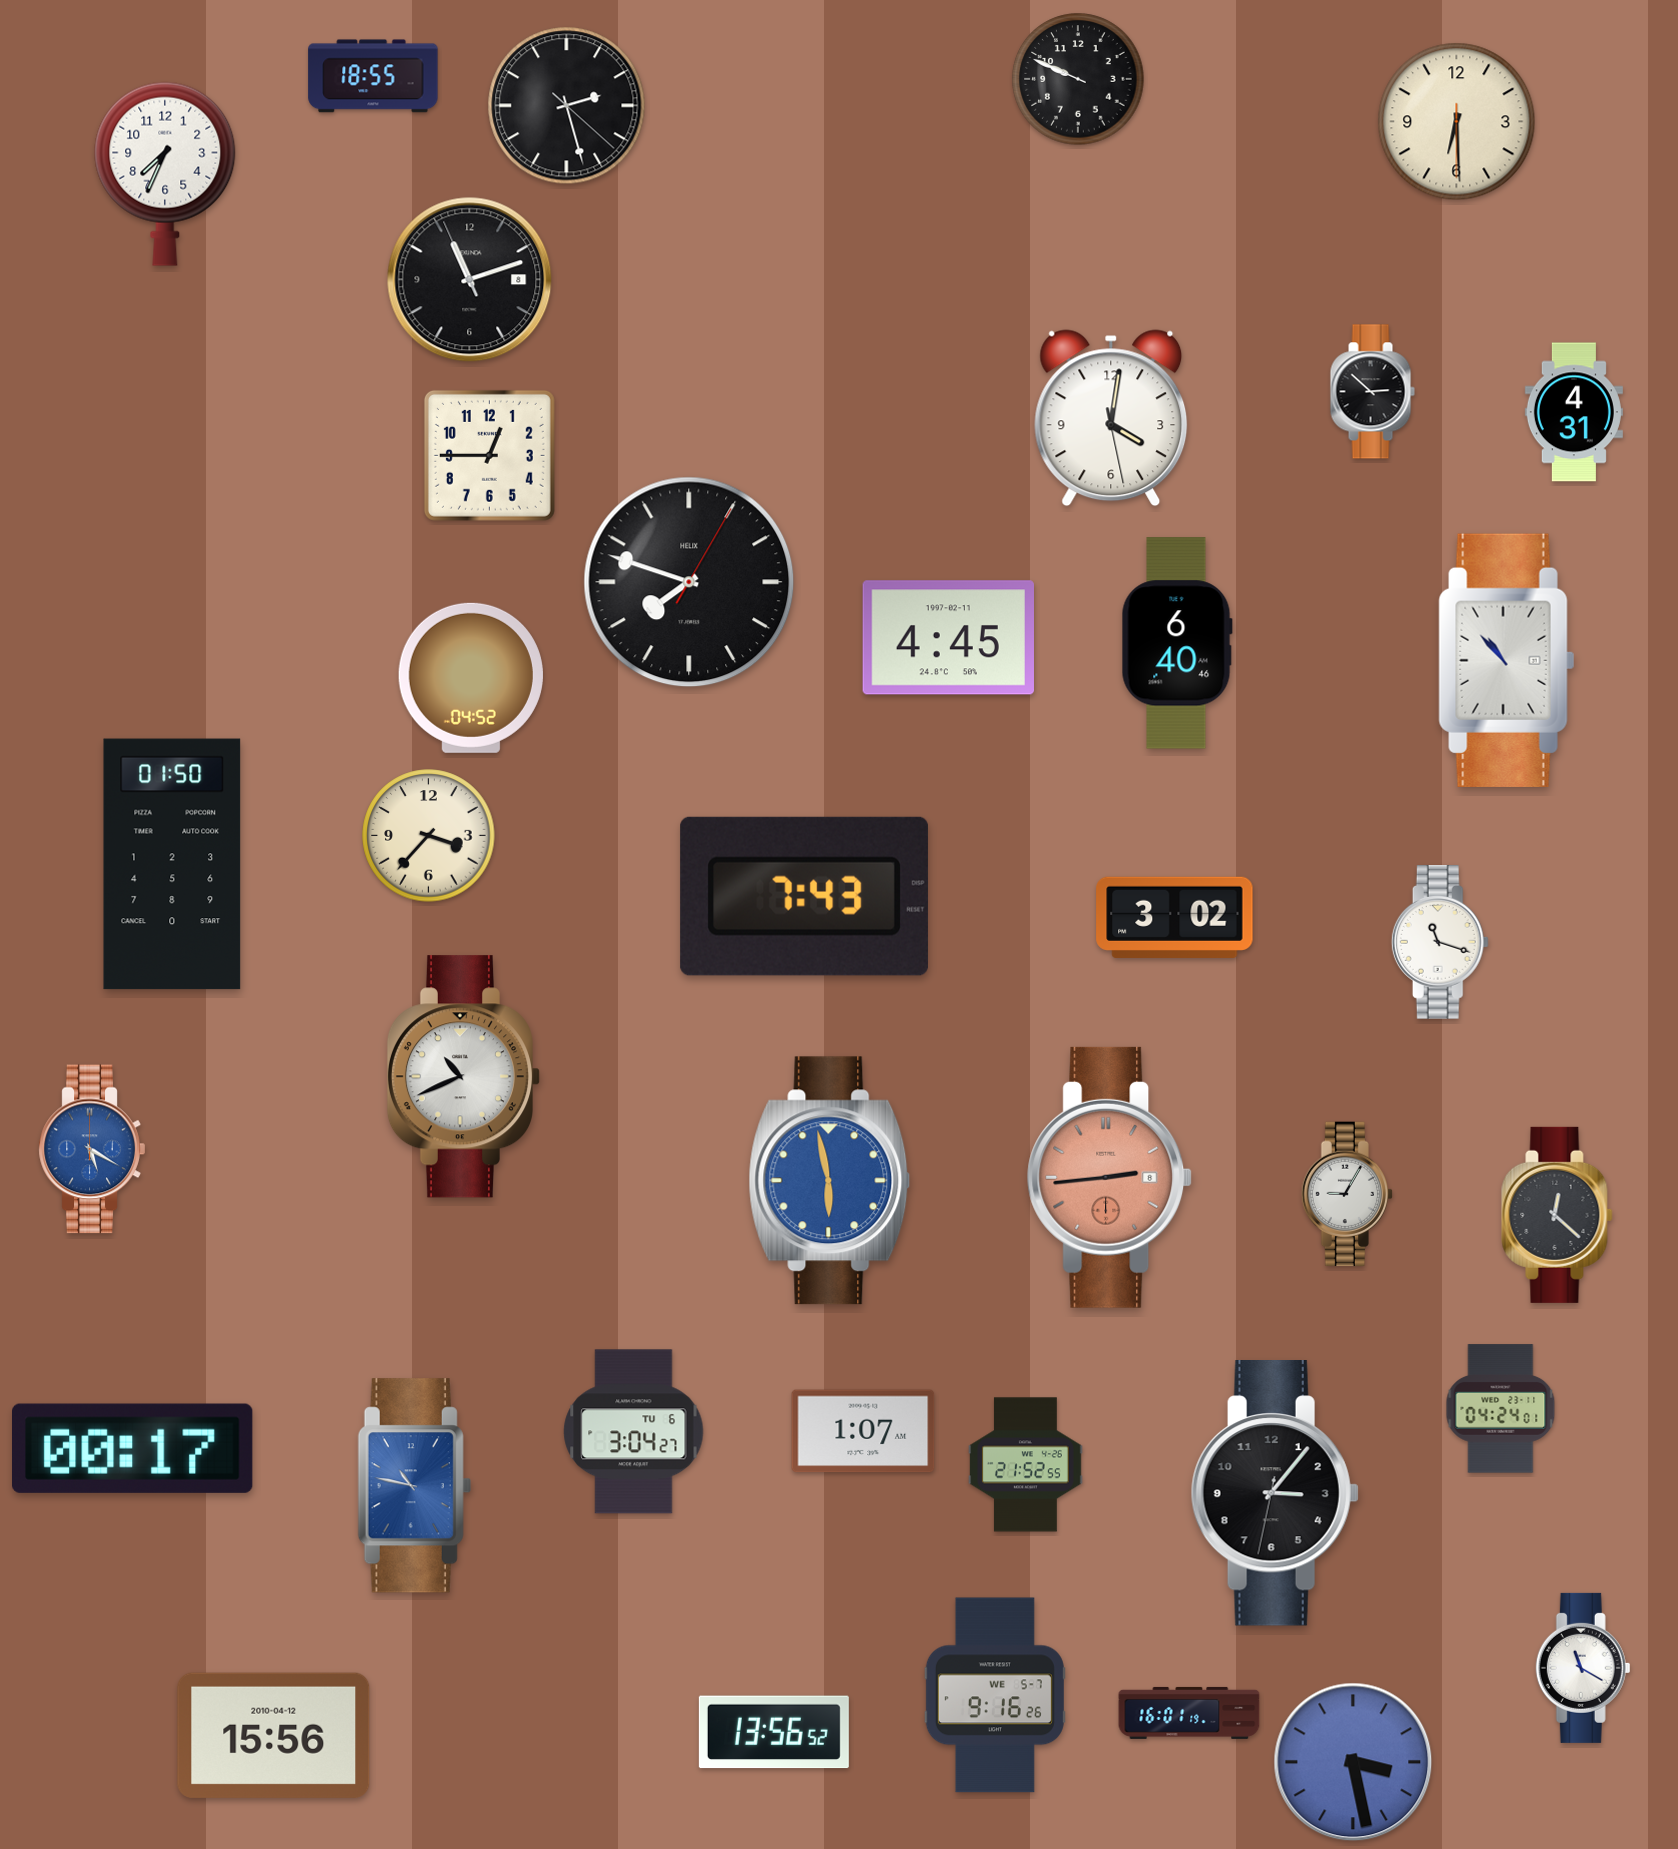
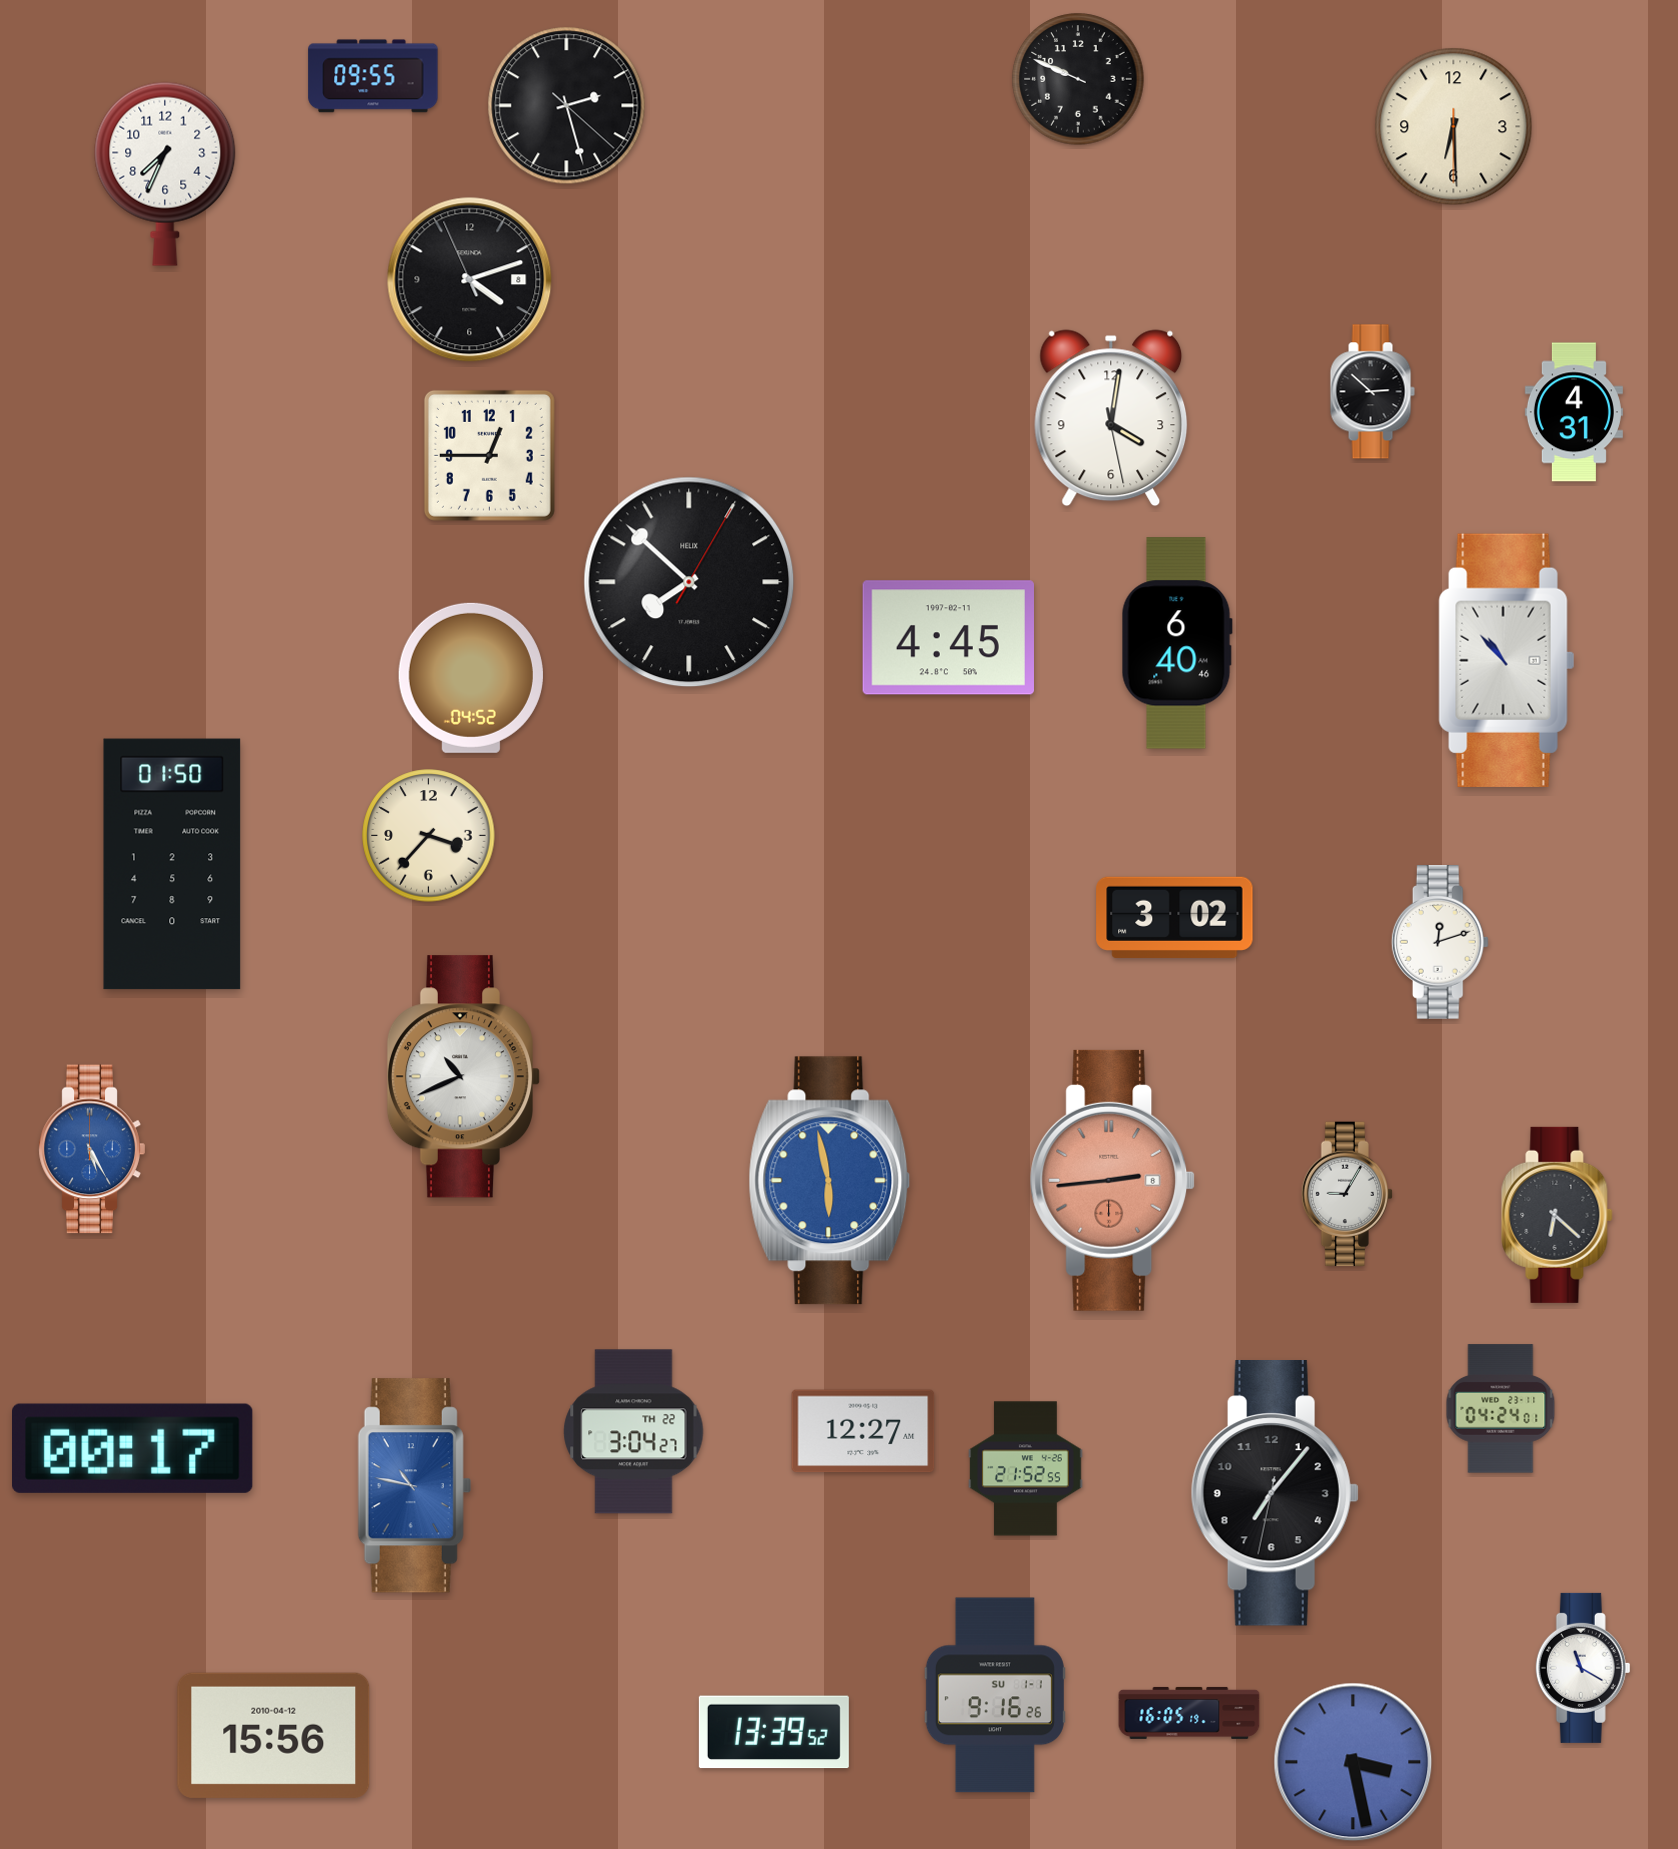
clock at (373, 76): 18:55 -> 09:55
clock at (1457, 122) position: (1457, 122) -> (1454, 127)
clock at (470, 280): 11:11 -> 4:11
clock at (689, 582): 7:48 -> 7:52
clock at (804, 896): 7:43 -> none
clock at (1440, 943): 11:18 -> 12:12
clock at (92, 1149): 5:20 -> 5:25
clock at (1110, 1177) position: (1110, 1177) -> (1113, 1180)
clock at (1557, 1215): 12:22 -> 6:22
clock at (863, 1431): 1:07 -> 12:27
clock at (634, 1432) date: TU 6 -> TH 22
clock at (1026, 1465) position: (1026, 1465) -> (1026, 1469)
clock at (1275, 1494): 3:06 -> 7:06
clock at (995, 1695) date: WE 5-7 -> SU 1-1
clock at (1189, 1713): 16:01 -> 16:05
clock at (774, 1732): 13:56 -> 13:39
